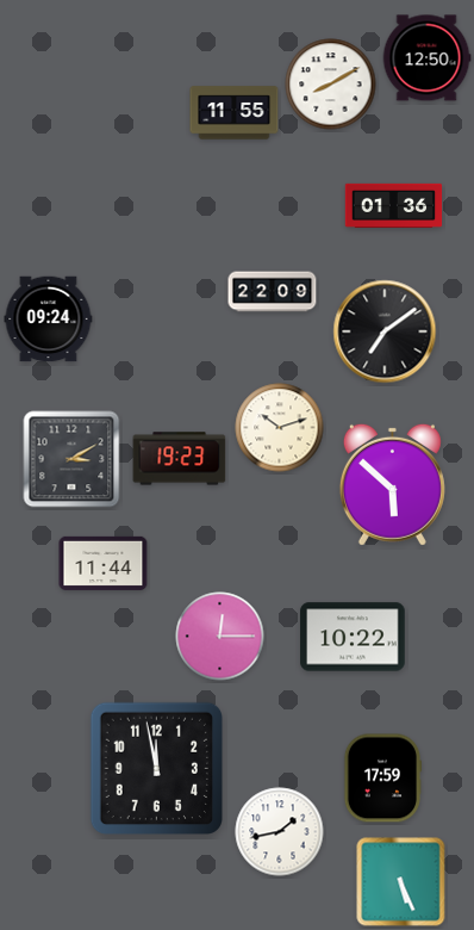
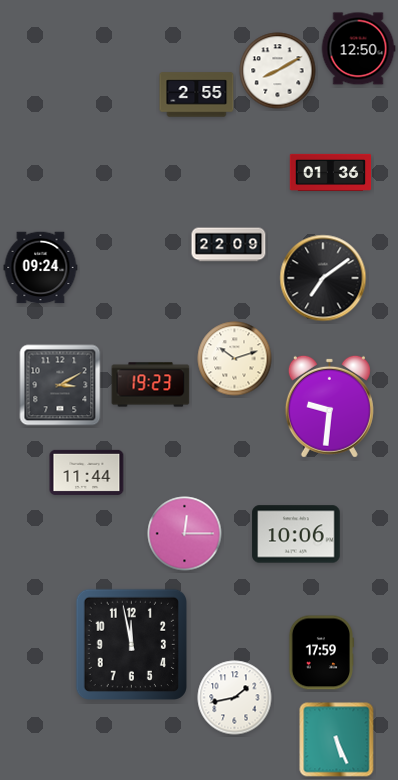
clock at (235, 113): 11:55 -> 2:55
clock at (392, 484): 5:52 -> 9:31
clock at (353, 637): 10:22 -> 10:06
